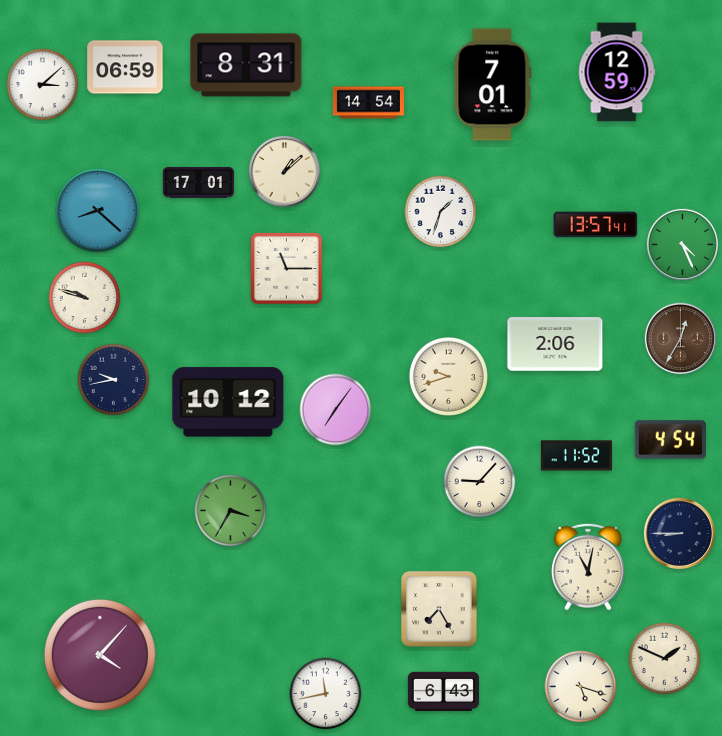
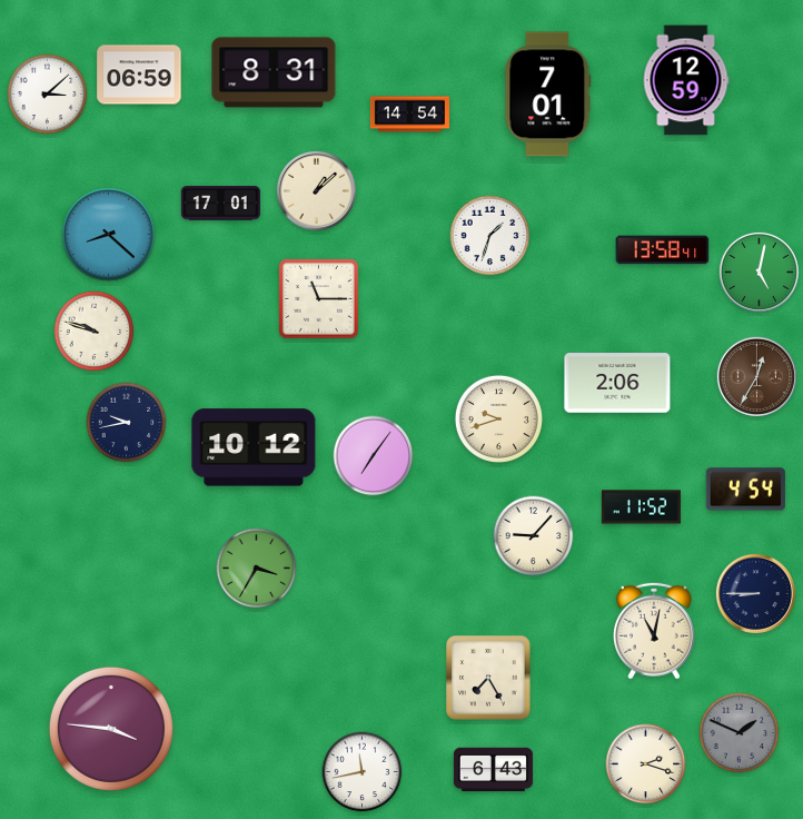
clock at (596, 225): 13:57 -> 13:58
clock at (682, 244): 4:26 -> 5:02
clock at (100, 655): 4:07 -> 3:46
clock at (665, 659) dial: cream -> grey
clock at (581, 687): 5:18 -> 2:18
